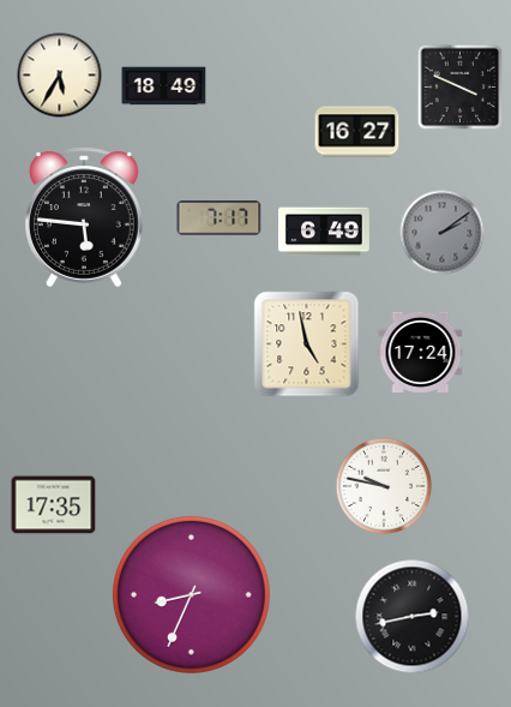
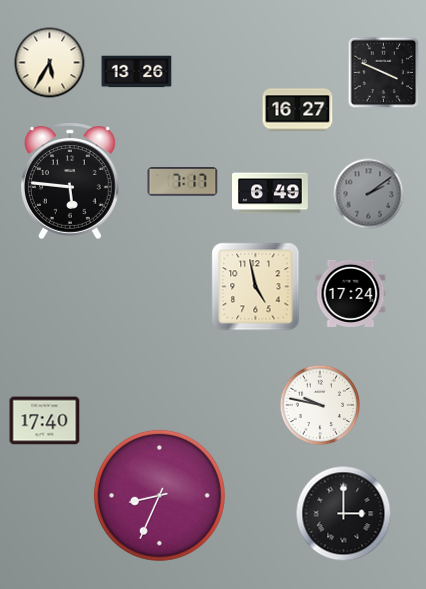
clock at (164, 86): 18:49 -> 13:26
clock at (54, 505): 17:35 -> 17:40
clock at (413, 617): 2:43 -> 3:00
